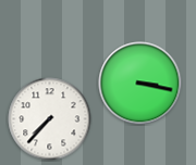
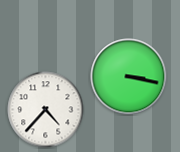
clock at (50, 119): 7:37 -> 4:37
